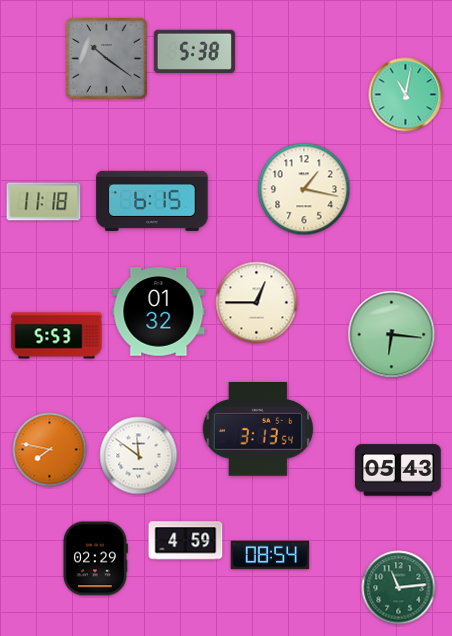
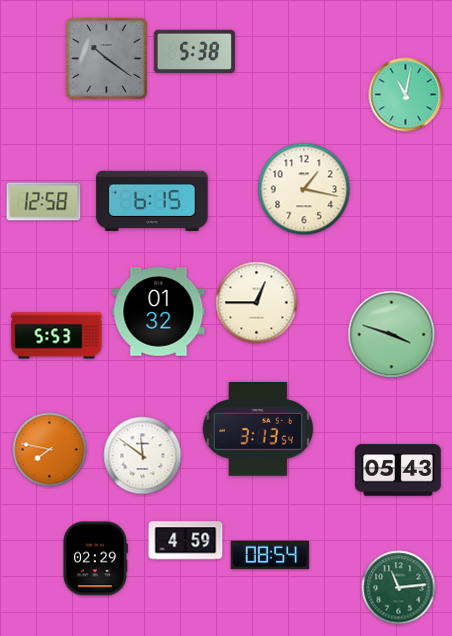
clock at (44, 202): 11:18 -> 12:58
clock at (392, 335): 6:16 -> 3:48
clock at (139, 456) position: (139, 456) -> (143, 456)
